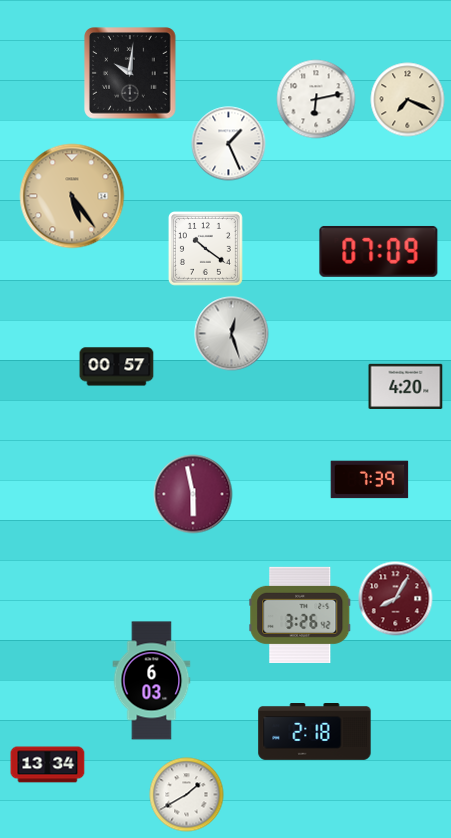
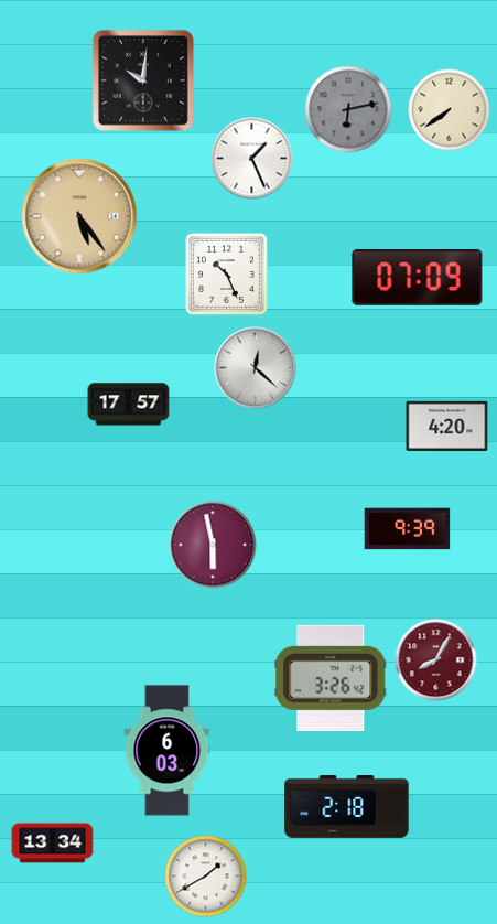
clock at (316, 99) dial: white -> grey
clock at (408, 100): 7:19 -> 7:39
clock at (205, 248): 10:21 -> 10:26
clock at (232, 334): 12:27 -> 12:22
clock at (117, 367): 00:57 -> 17:57
clock at (370, 480): 7:39 -> 9:39
